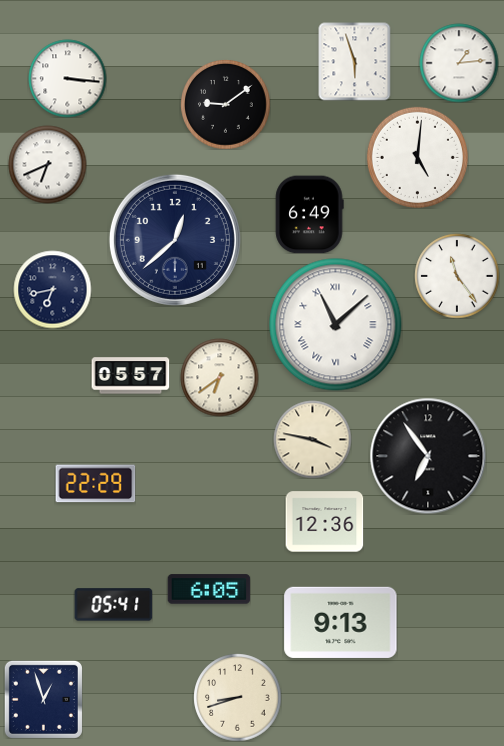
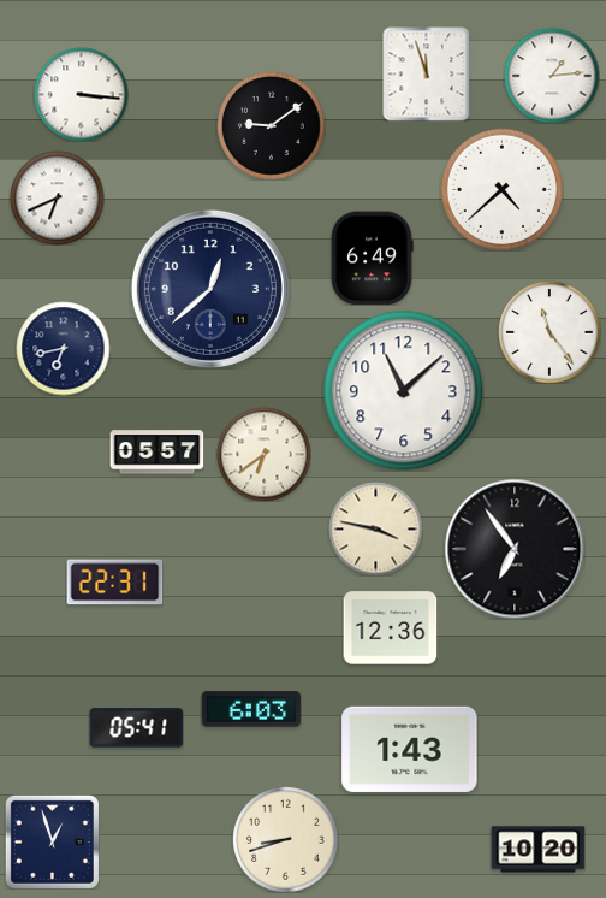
clock at (355, 61): 5:57 -> 11:57
clock at (417, 157): 5:01 -> 4:38
clock at (336, 325) numerals: Roman -> Arabic
clock at (95, 484): 22:29 -> 22:31
clock at (209, 589): 6:05 -> 6:03
clock at (341, 622): 9:13 -> 1:43
clock at (537, 850): none -> 10:20
